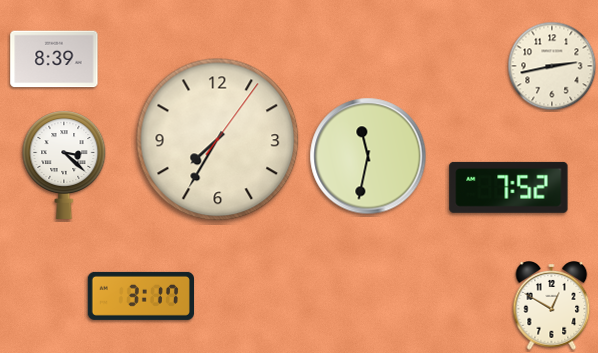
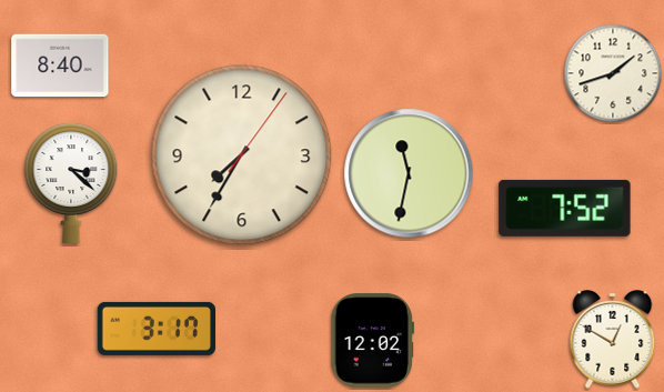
clock at (54, 59): 8:39 -> 8:40
clock at (552, 66): 2:43 -> 1:42
clock at (372, 341): none -> 12:02
